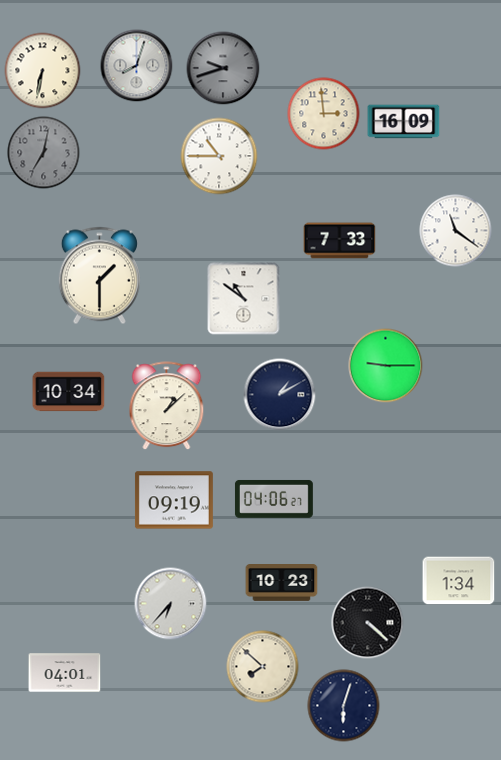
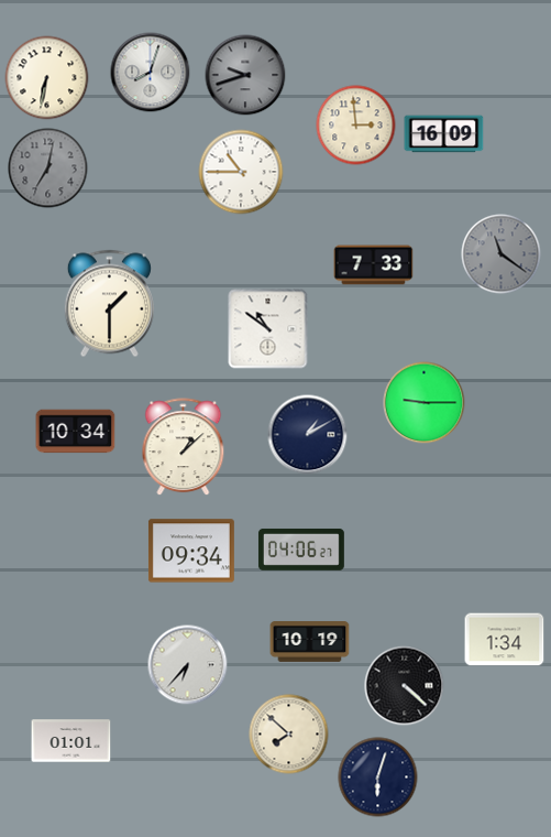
clock at (456, 231) dial: white -> grey
clock at (174, 500): 09:19 -> 09:34
clock at (282, 583): 10:23 -> 10:19
clock at (65, 673): 04:01 -> 01:01
